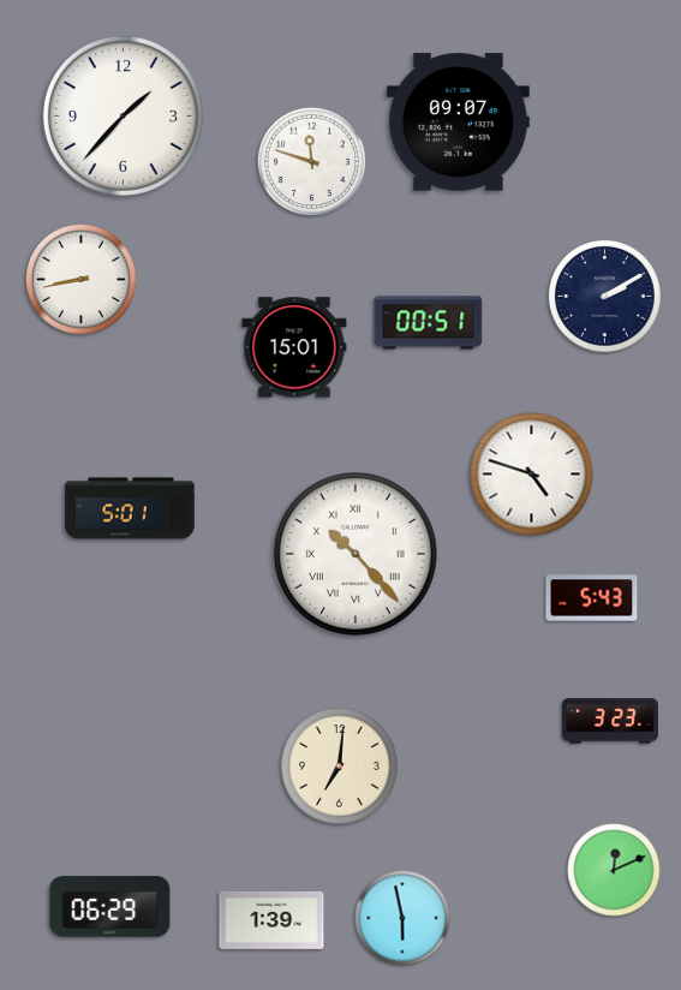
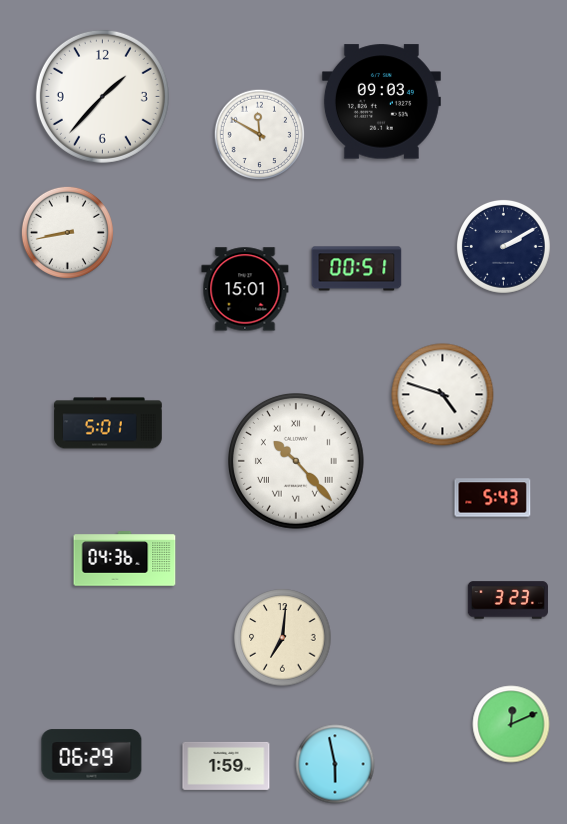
clock at (458, 123): 09:07 -> 09:03
clock at (311, 161): 11:48 -> 11:50
clock at (125, 559): none -> 04:36
clock at (271, 920): 1:39 -> 1:59
